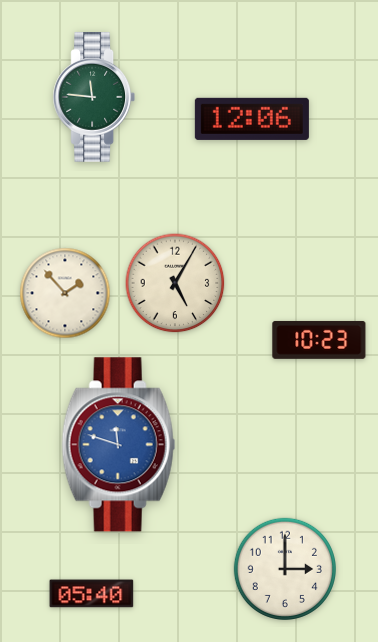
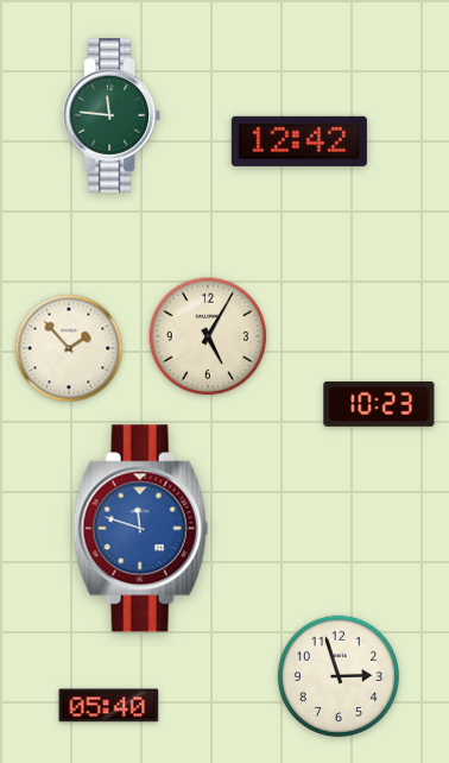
clock at (252, 119): 12:06 -> 12:42
clock at (65, 293) position: (65, 293) -> (69, 348)
clock at (284, 568): 3:00 -> 2:57
